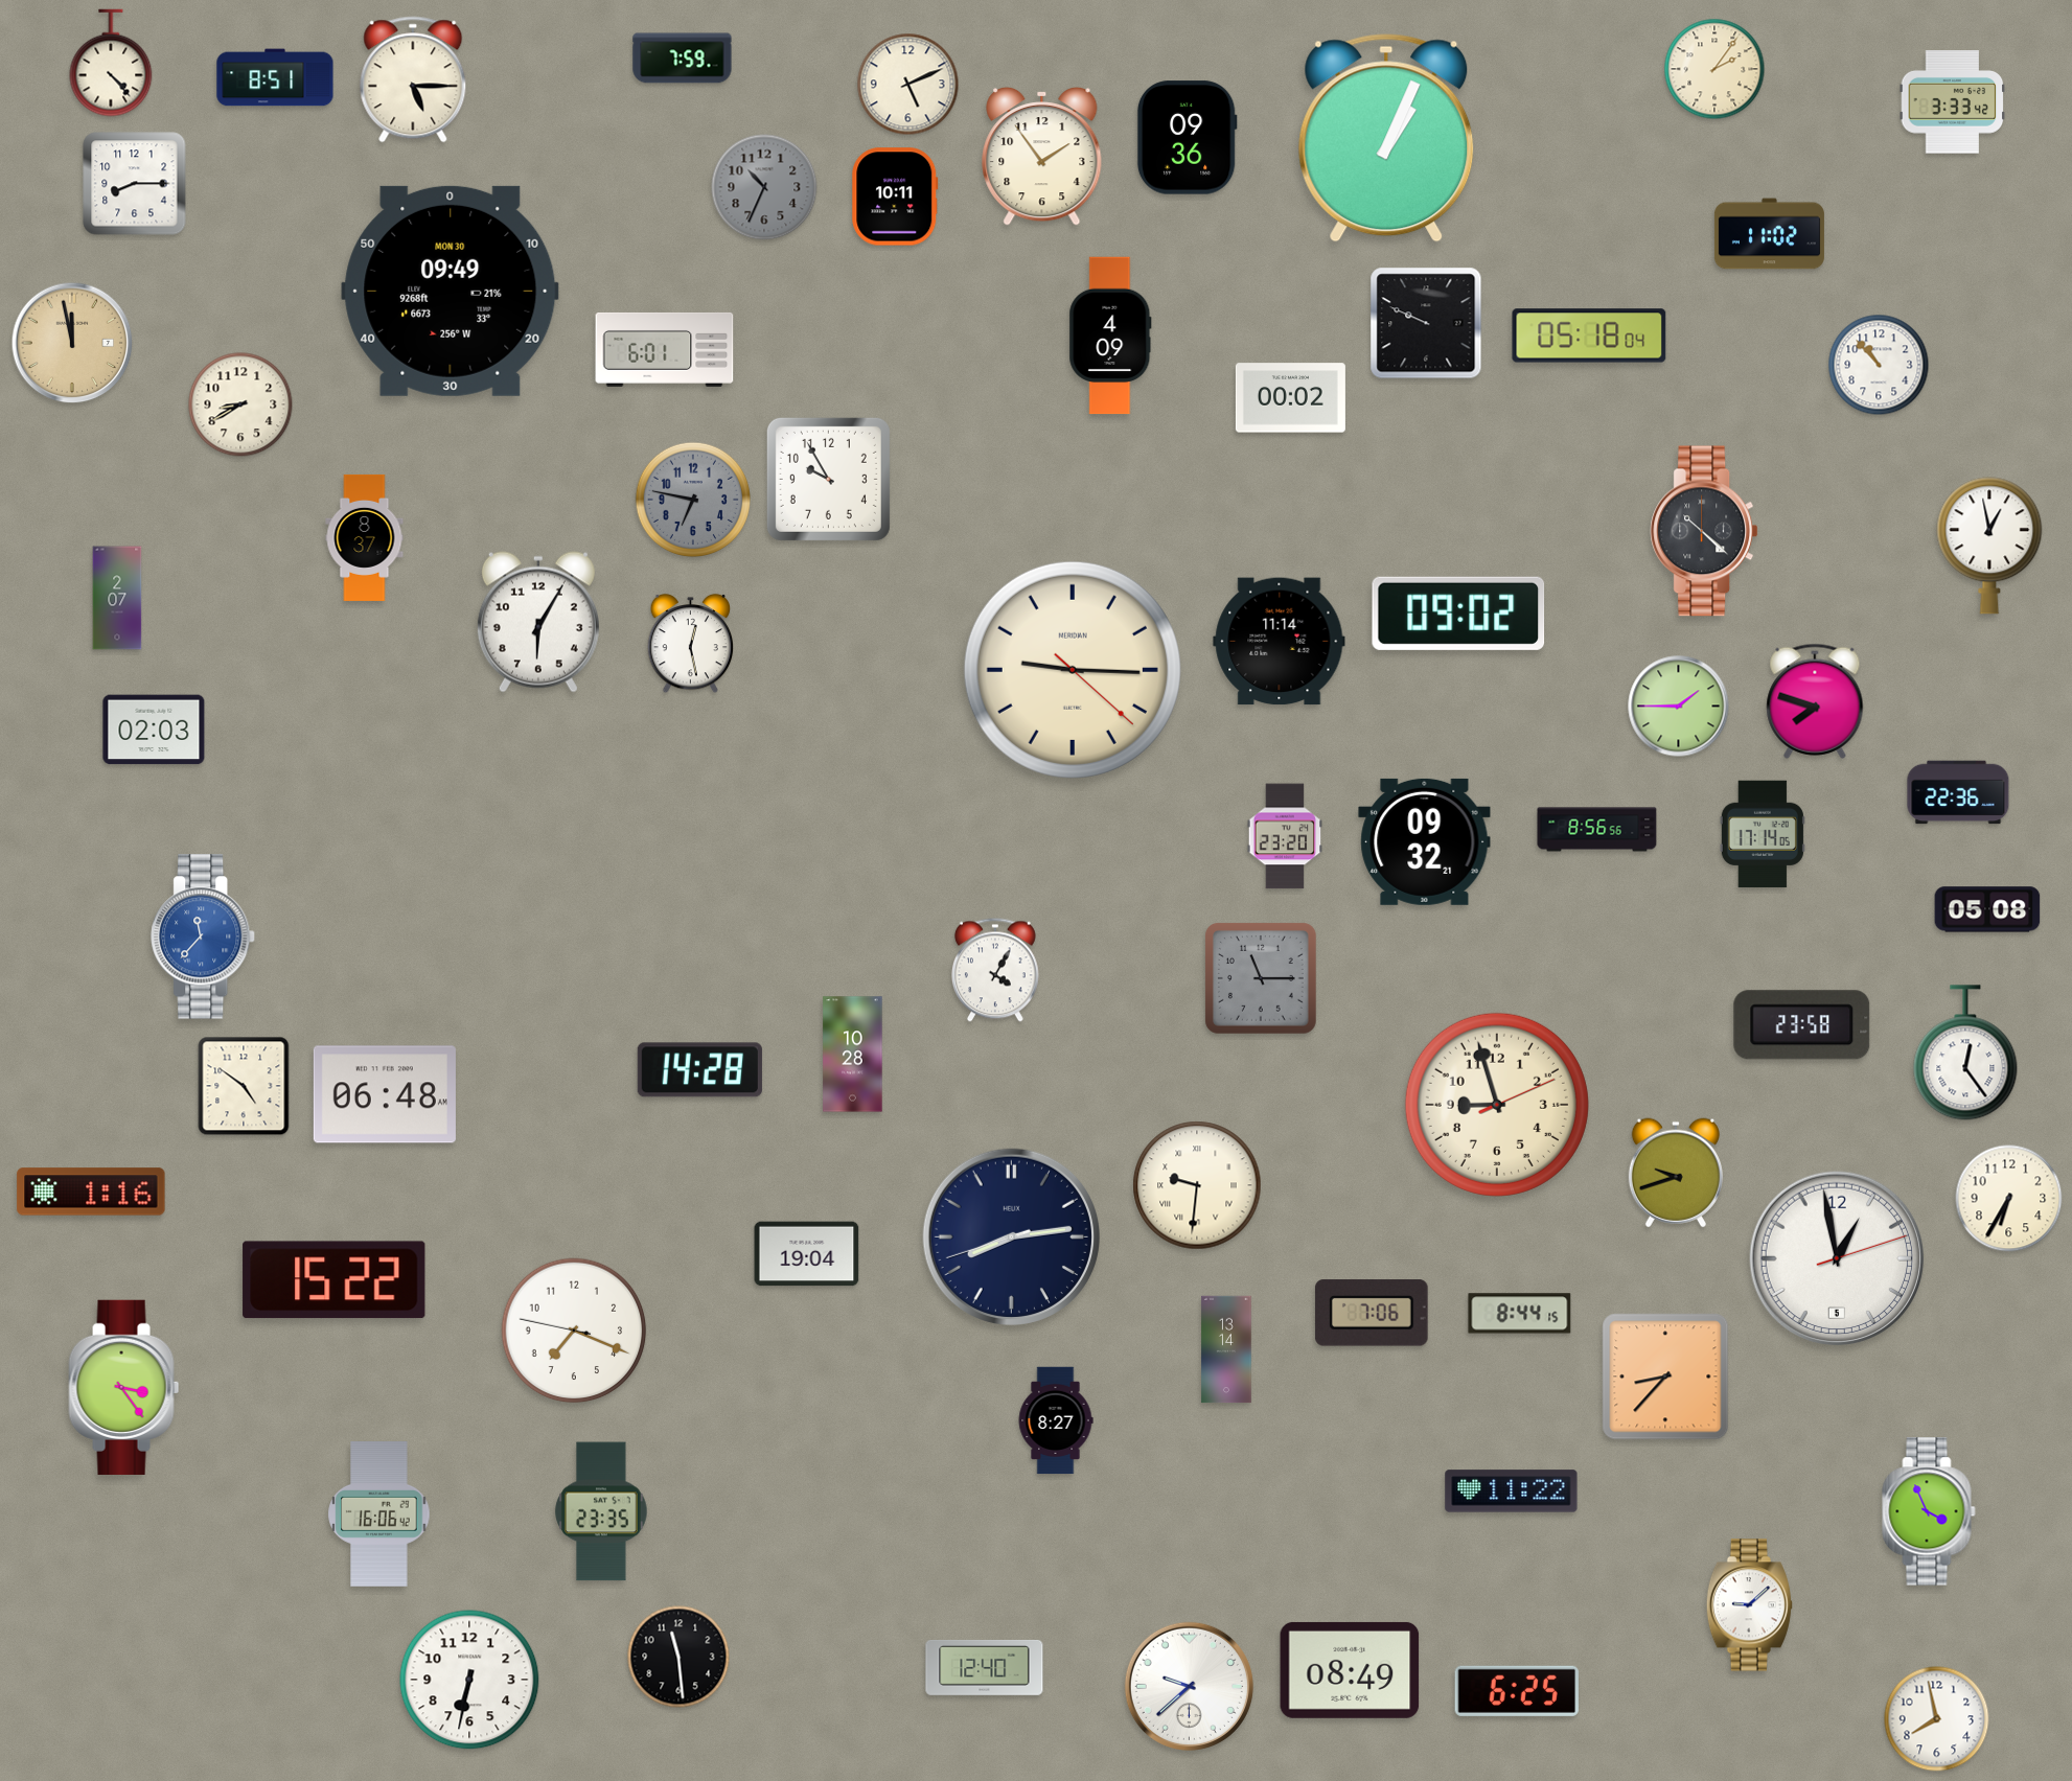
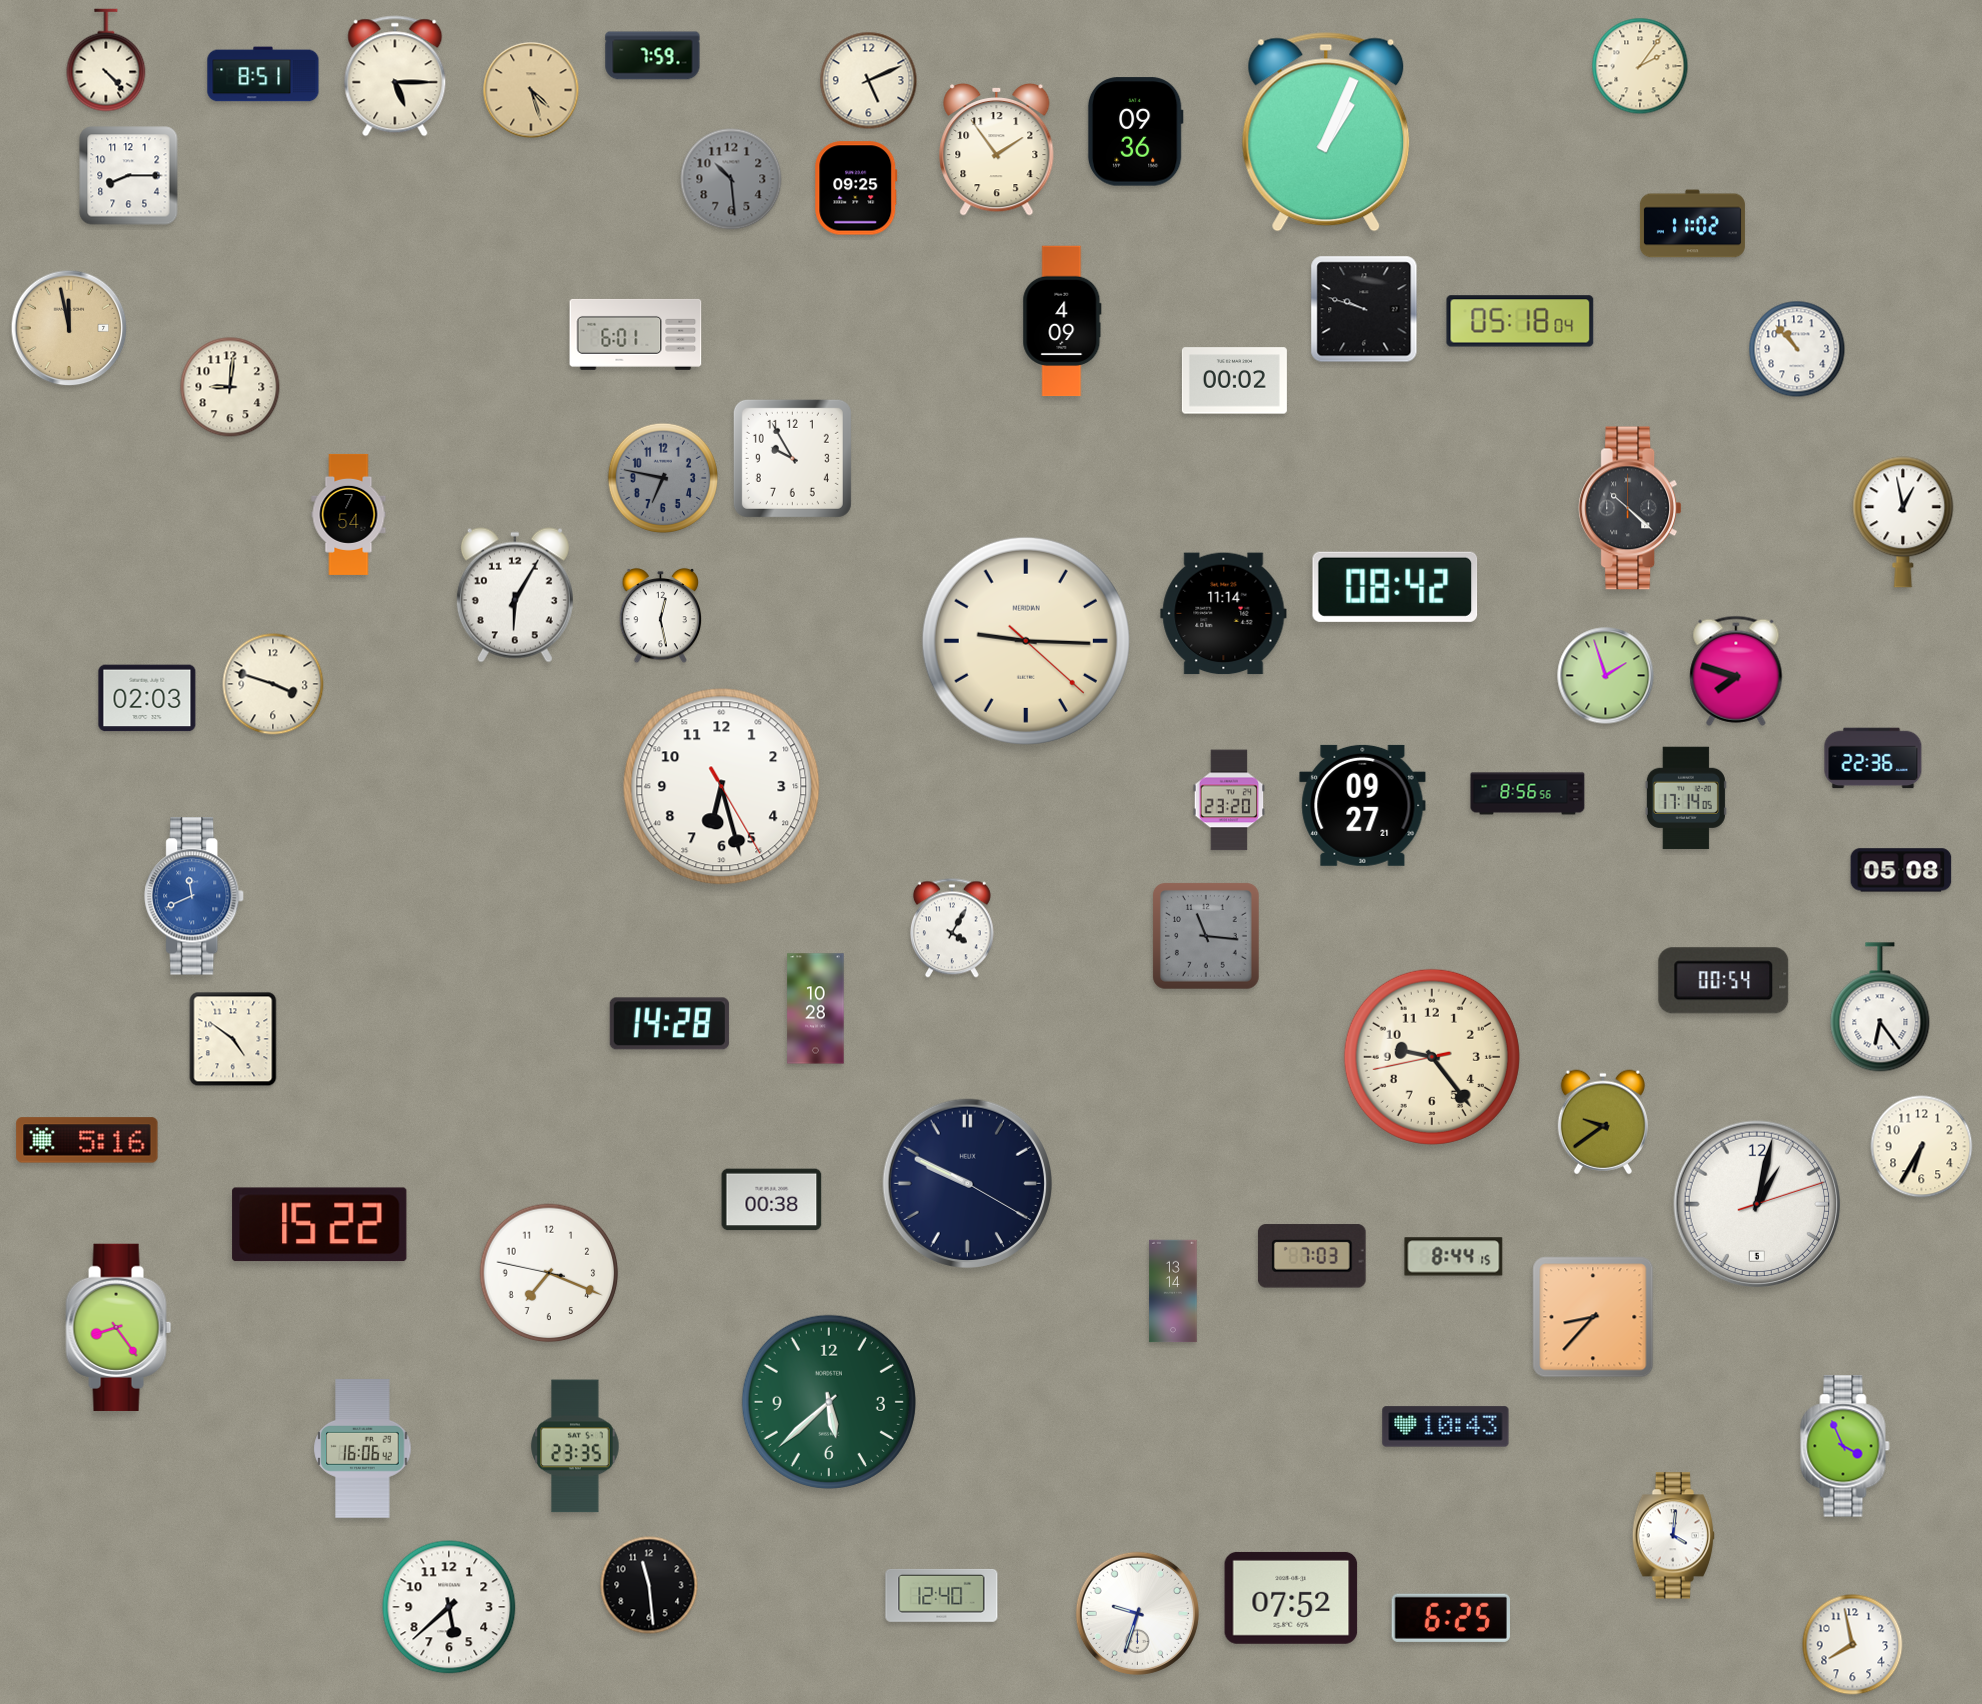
clock at (531, 90): none -> 4:27
clock at (1953, 102): 3:33 -> none
clock at (764, 187): 10:34 -> 10:29
clock at (895, 196): 10:11 -> 09:25
clock at (451, 291): 09:49 -> none
clock at (1426, 323): 9:49 -> 9:48
clock at (240, 404): 8:40 -> 9:01
clock at (365, 537): 8:37 -> 7:54
clock at (117, 598): 2:07 -> none
clock at (1458, 614): 09:02 -> 08:42
clock at (1679, 707): 1:45 -> 1:57
clock at (273, 684): none -> 3:48
clock at (722, 787): none -> 6:27
clock at (1425, 841): 09:32 -> 09:27
clock at (204, 936): 11:37 -> 11:41
clock at (1261, 978): 11:15 -> 11:16
clock at (1802, 1025): 23:58 -> 00:54
clock at (1965, 1053): 12:24 -> 6:24
clock at (385, 1094): 06:48 -> none
clock at (1497, 1105): 8:57 -> 9:23
clock at (1676, 1173): 9:42 -> 9:39
clock at (1197, 1185): 9:31 -> none
clock at (91, 1192): 1:16 -> 5:16
clock at (1011, 1236): 8:13 -> 9:49
clock at (807, 1254): 19:04 -> 00:38
clock at (1837, 1258): 12:58 -> 1:02
clock at (1372, 1313): 7:06 -> 7:03
clock at (124, 1387): 3:24 -> 8:24
clock at (1056, 1420): 8:27 -> none
clock at (829, 1402): none -> 5:38
clock at (1512, 1491): 11:22 -> 10:43
clock at (1749, 1605): 9:08 -> 4:01
clock at (1350, 1670): 08:49 -> 07:52
clock at (469, 1680): 6:32 -> 5:38
clock at (1189, 1686): 9:38 -> 9:33
